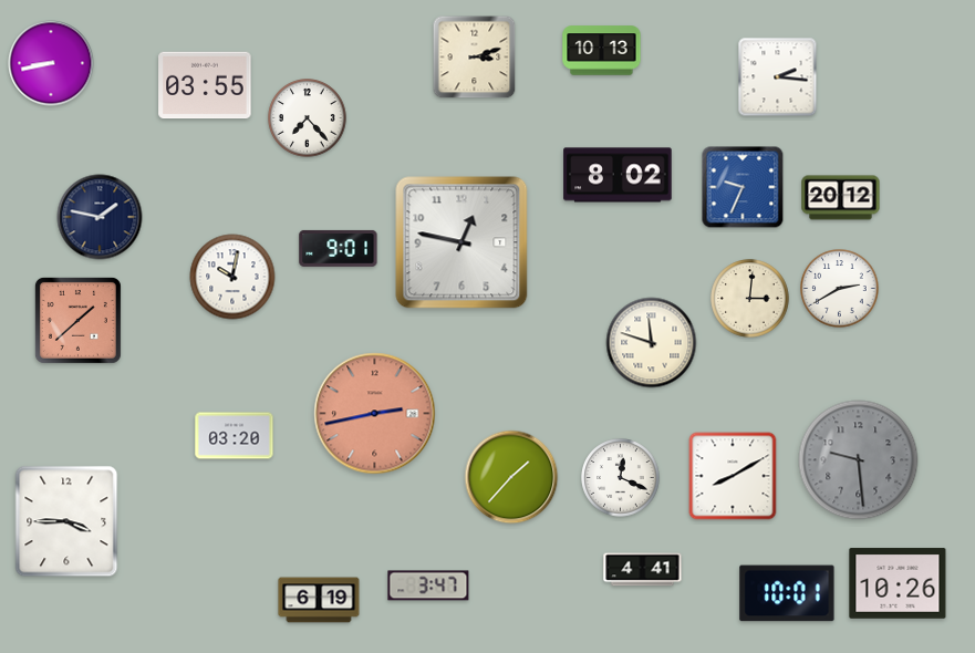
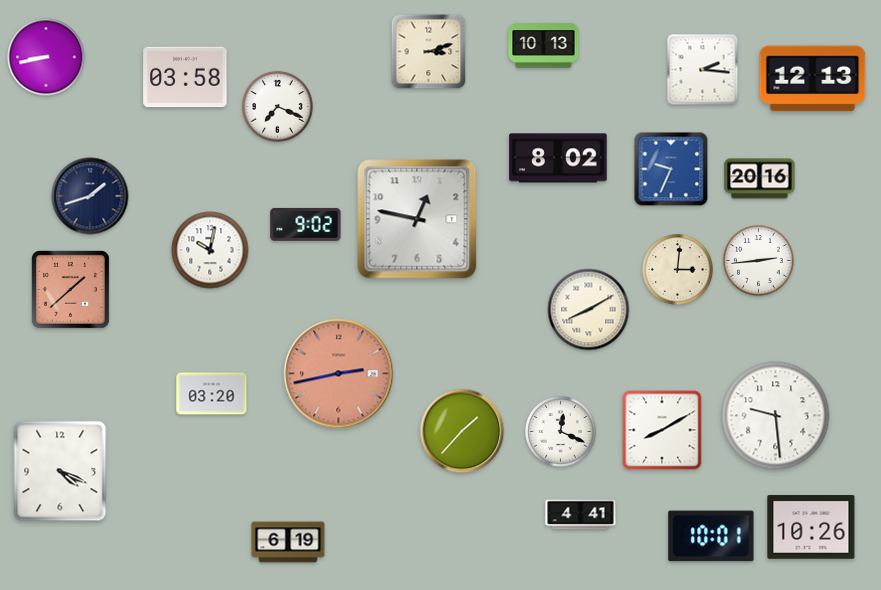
clock at (205, 85): 03:55 -> 03:58
clock at (813, 79): none -> 12:13
clock at (308, 118): 7:23 -> 7:19
clock at (841, 198): 20:12 -> 20:16
clock at (100, 217): 1:47 -> 1:42
clock at (339, 248): 9:01 -> 9:02
clock at (840, 289): 2:40 -> 2:44
clock at (652, 343): 11:48 -> 8:10
clock at (859, 460) dial: grey -> white
clock at (66, 521): 3:45 -> 4:19
clock at (428, 585): 3:47 -> none
